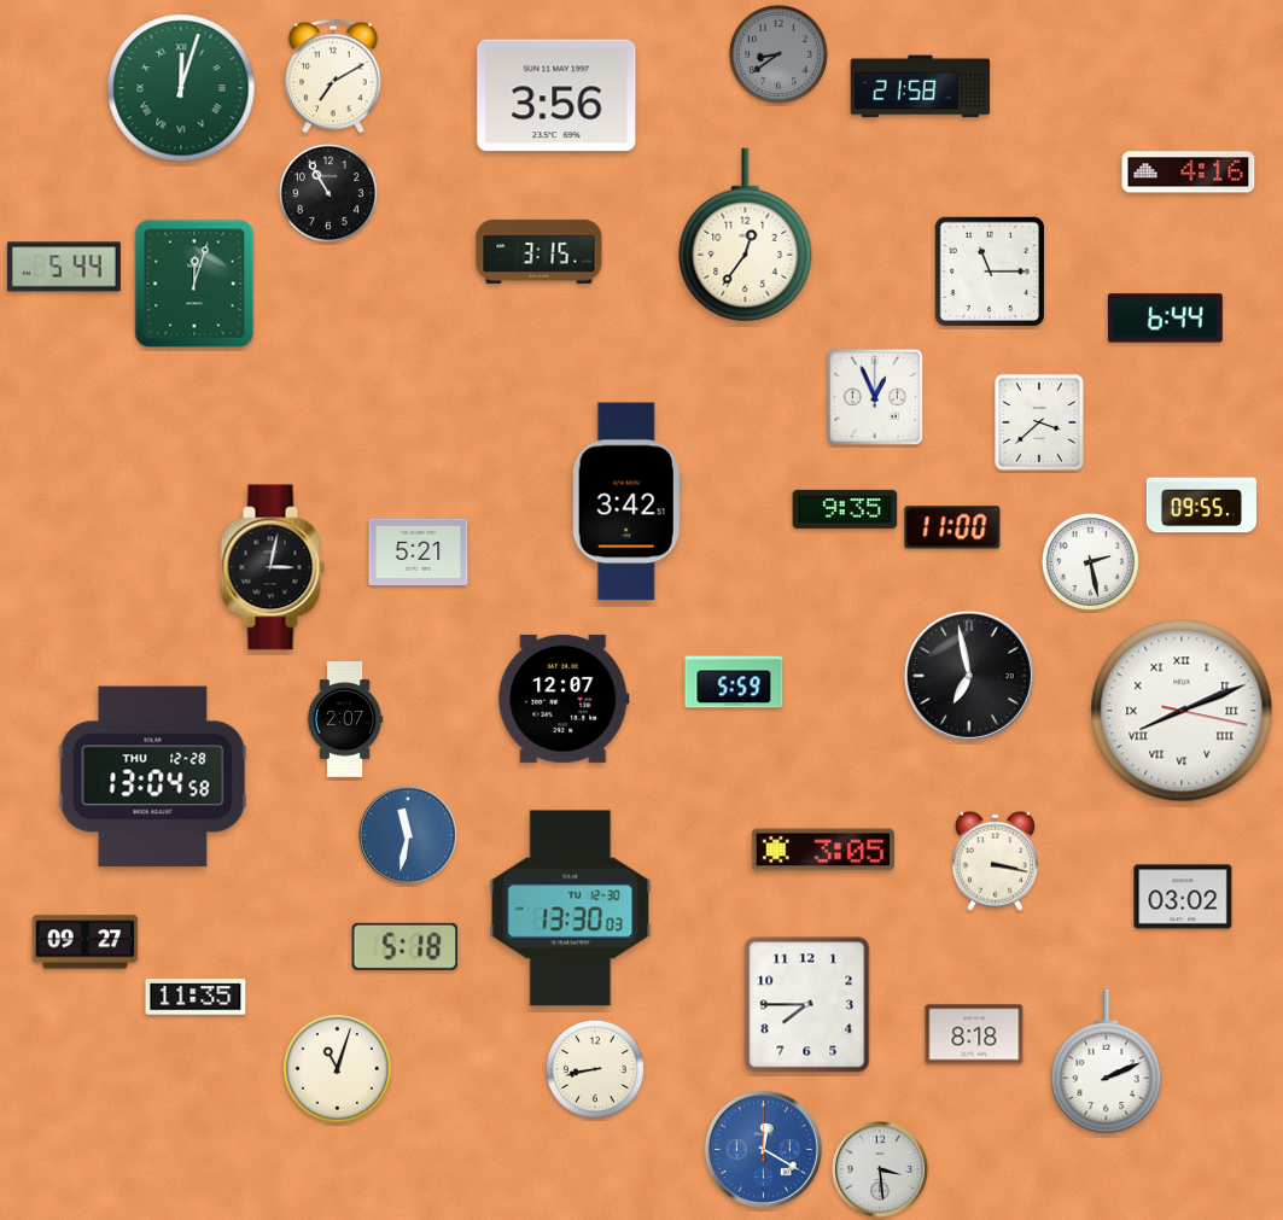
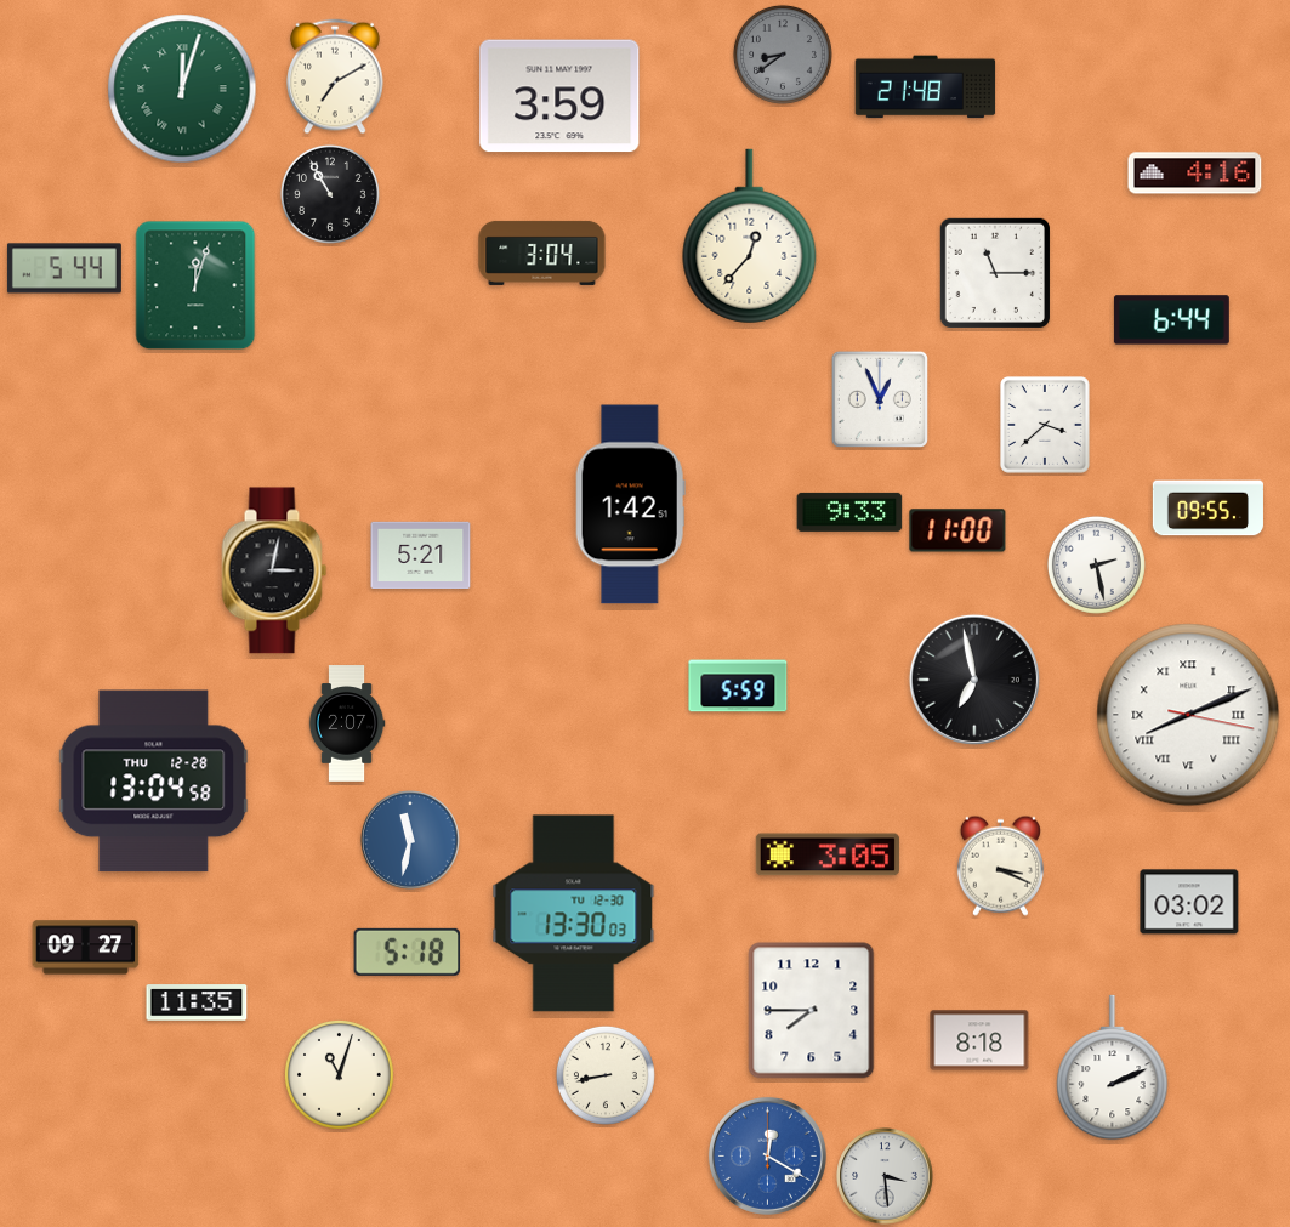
clock at (921, 87): 21:58 -> 21:48
clock at (556, 95): 3:56 -> 3:59
clock at (746, 235): 12:36 -> 12:37
clock at (540, 251): 3:15 -> 3:04
clock at (626, 502): 3:42 -> 1:42
clock at (845, 509): 9:35 -> 9:33
clock at (564, 699): 12:07 -> none
clock at (995, 860): 3:17 -> 3:19
clock at (595, 1069) position: (595, 1069) -> (606, 1075)
